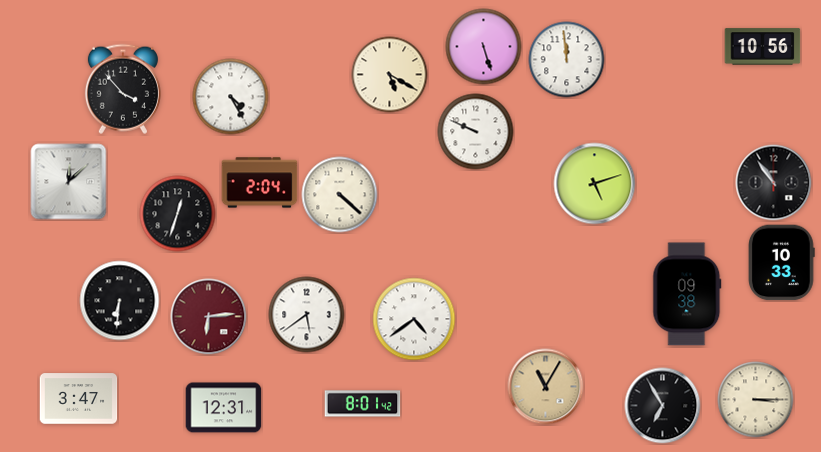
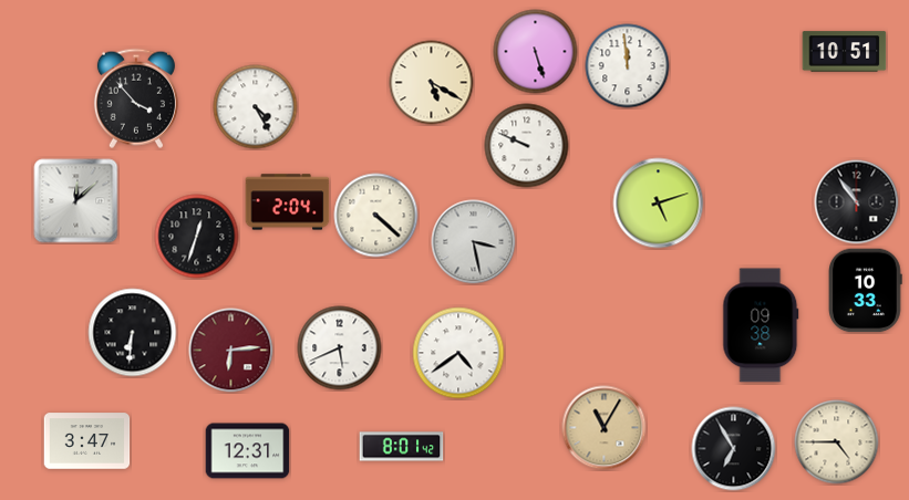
clock at (763, 47): 10:56 -> 10:51
clock at (474, 242): none -> 3:28
clock at (307, 315): 5:39 -> 5:41
clock at (756, 400): 3:15 -> 4:45
